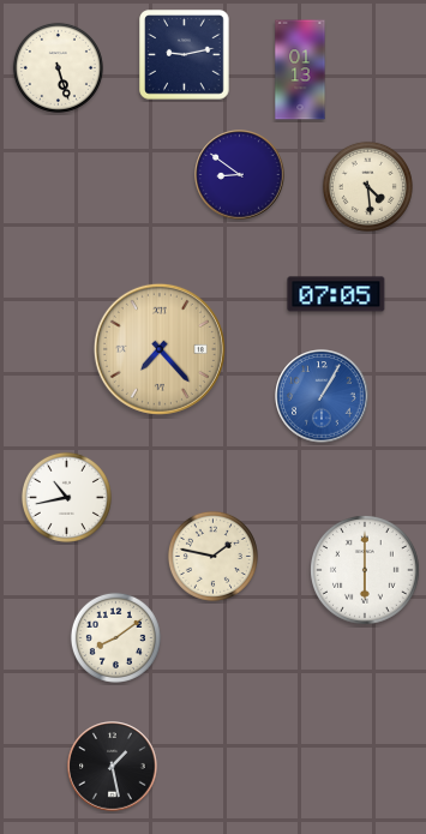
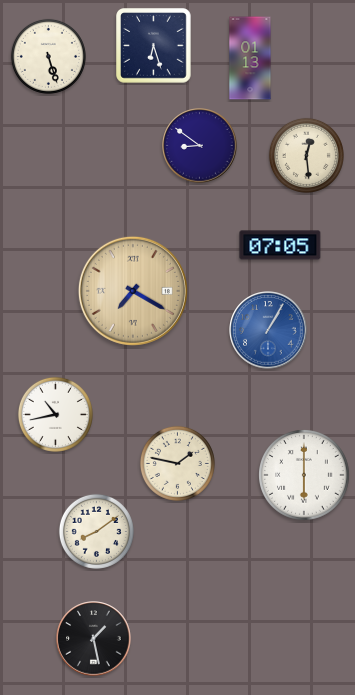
clock at (185, 55): 9:13 -> 6:27
clock at (367, 186): 4:29 -> 12:29
clock at (160, 349): 7:23 -> 7:20
